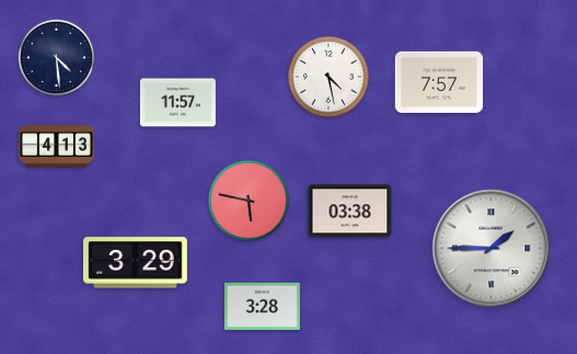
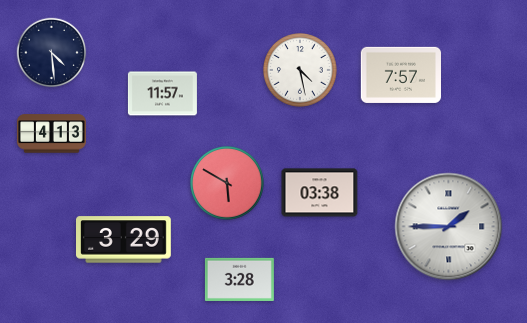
clock at (250, 202): 5:47 -> 5:50
